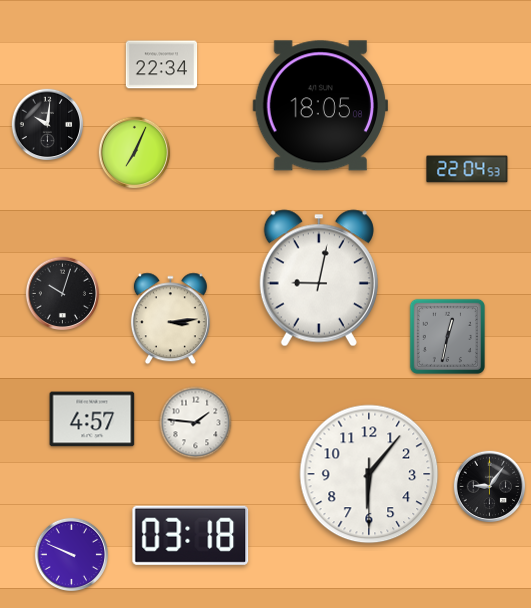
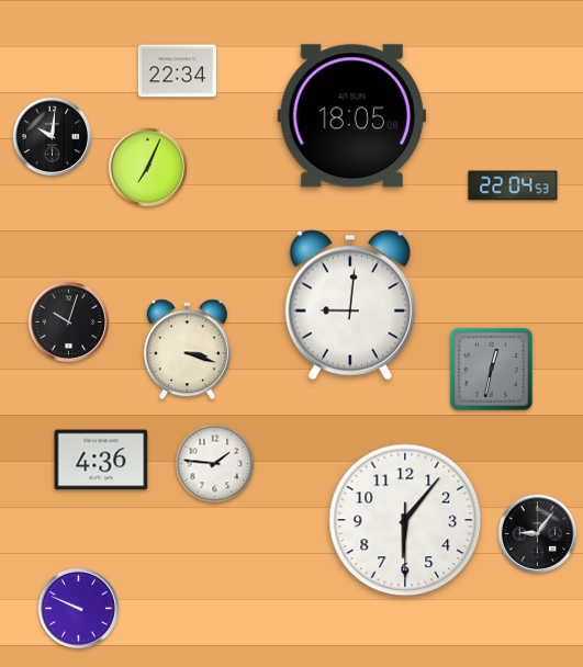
clock at (319, 278): 9:02 -> 9:01
clock at (170, 319): 3:14 -> 3:18
clock at (92, 419): 4:57 -> 4:36
clock at (191, 535): 03:18 -> none
